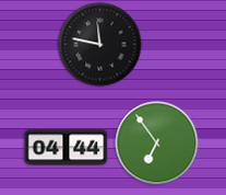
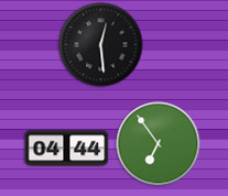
clock at (100, 45): 11:47 -> 12:29
